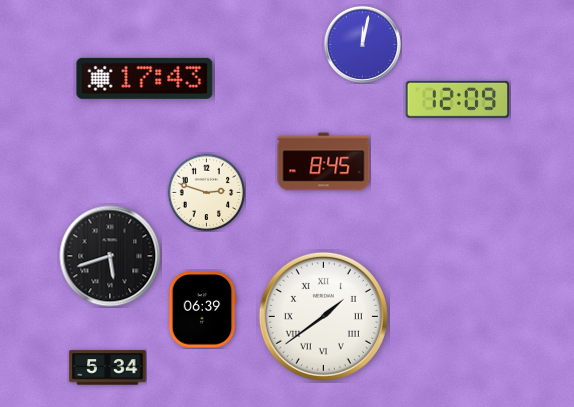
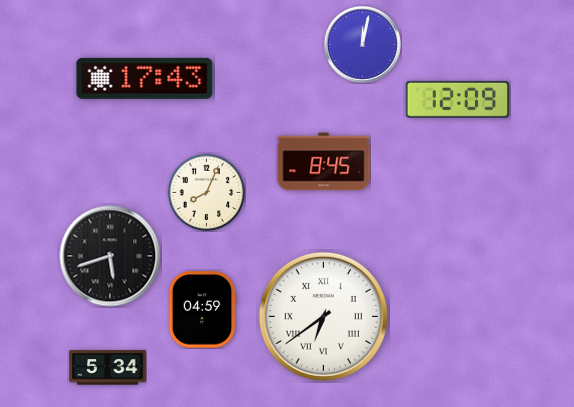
clock at (206, 192): 2:48 -> 8:04
clock at (202, 310): 06:39 -> 04:59
clock at (323, 316): 1:39 -> 6:39
